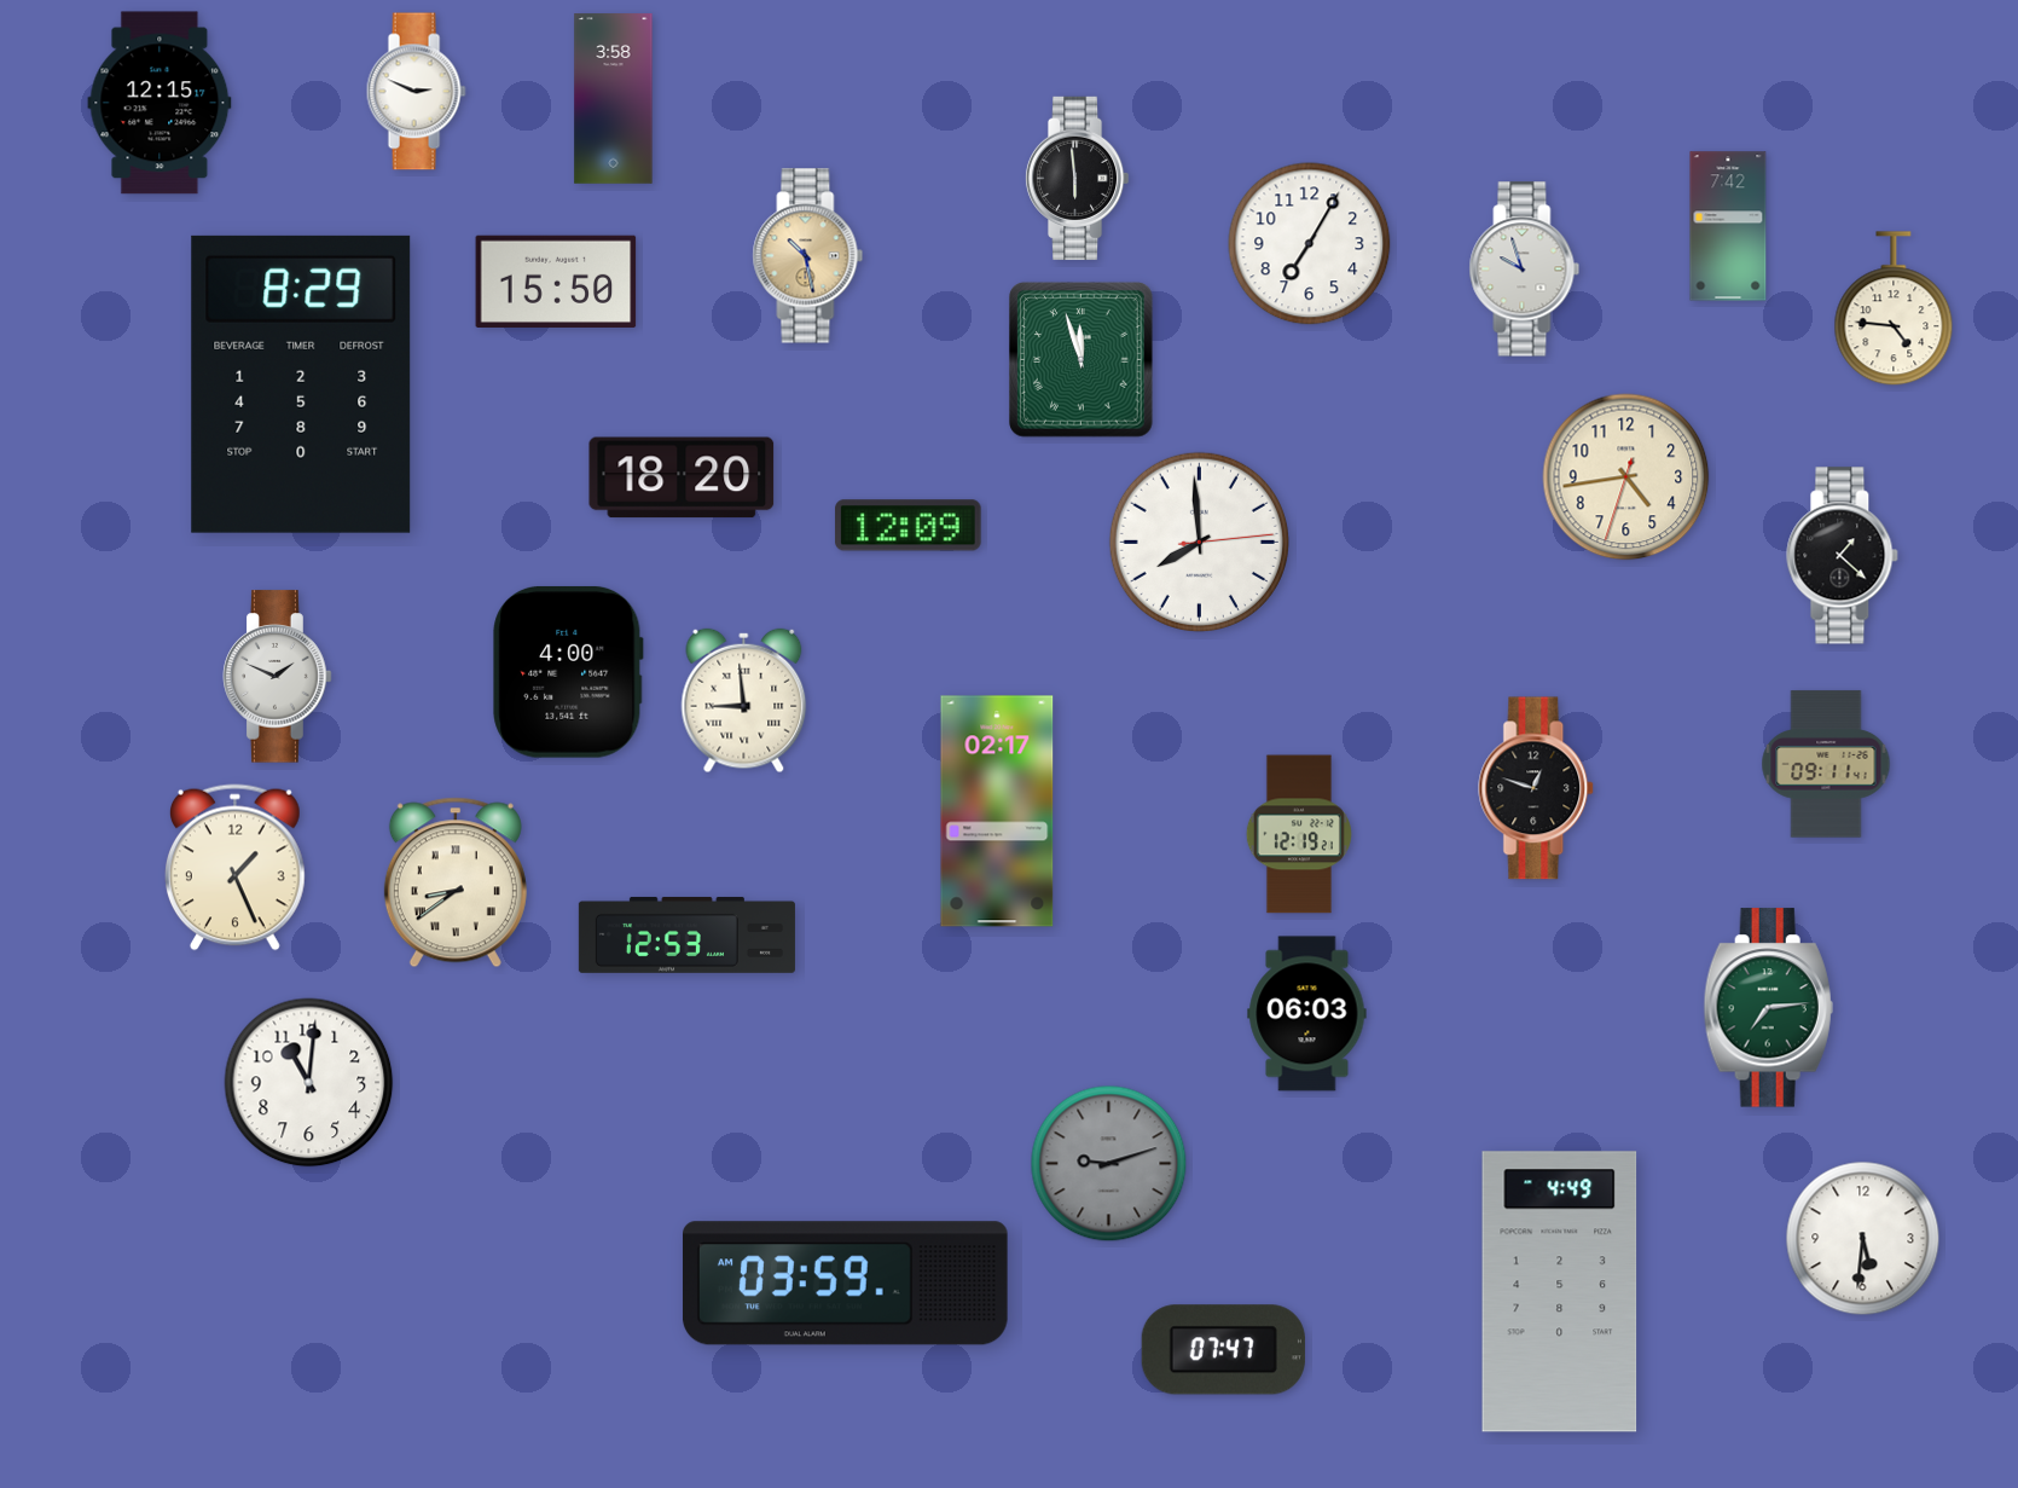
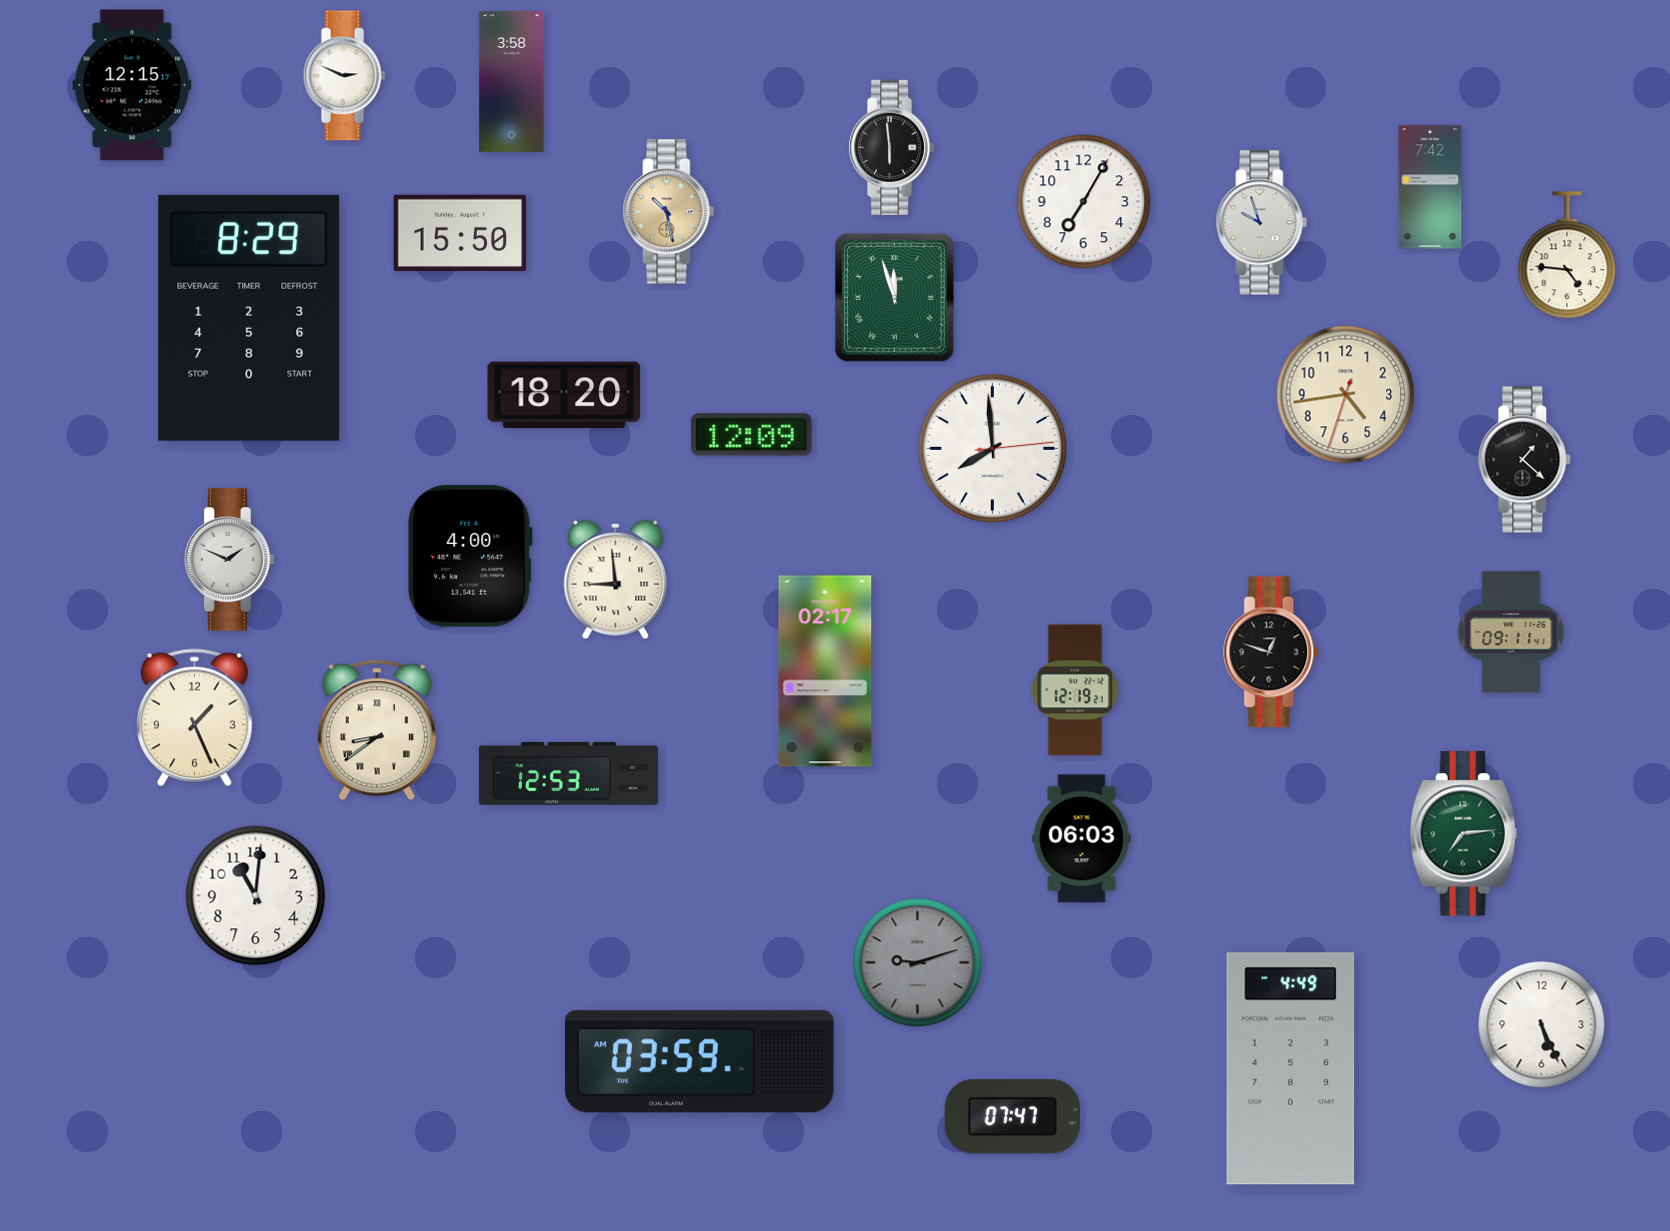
clock at (614, 99) position: (614, 99) -> (512, 82)
clock at (1863, 1239): 5:31 -> 5:26
